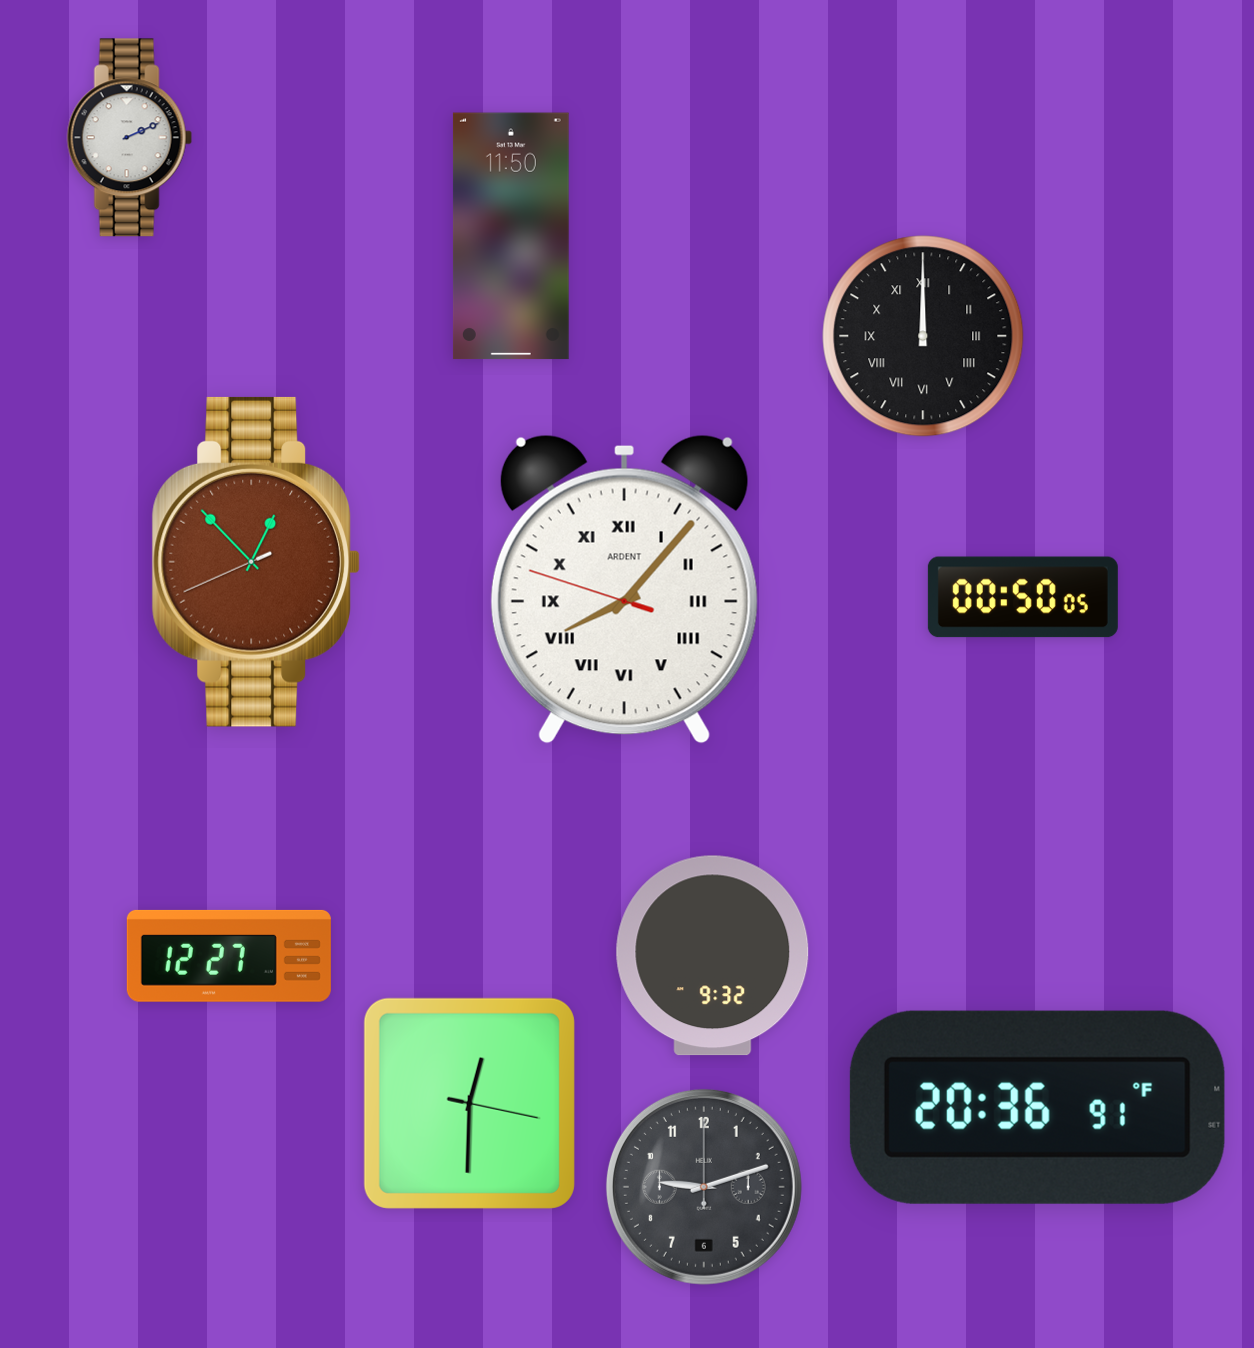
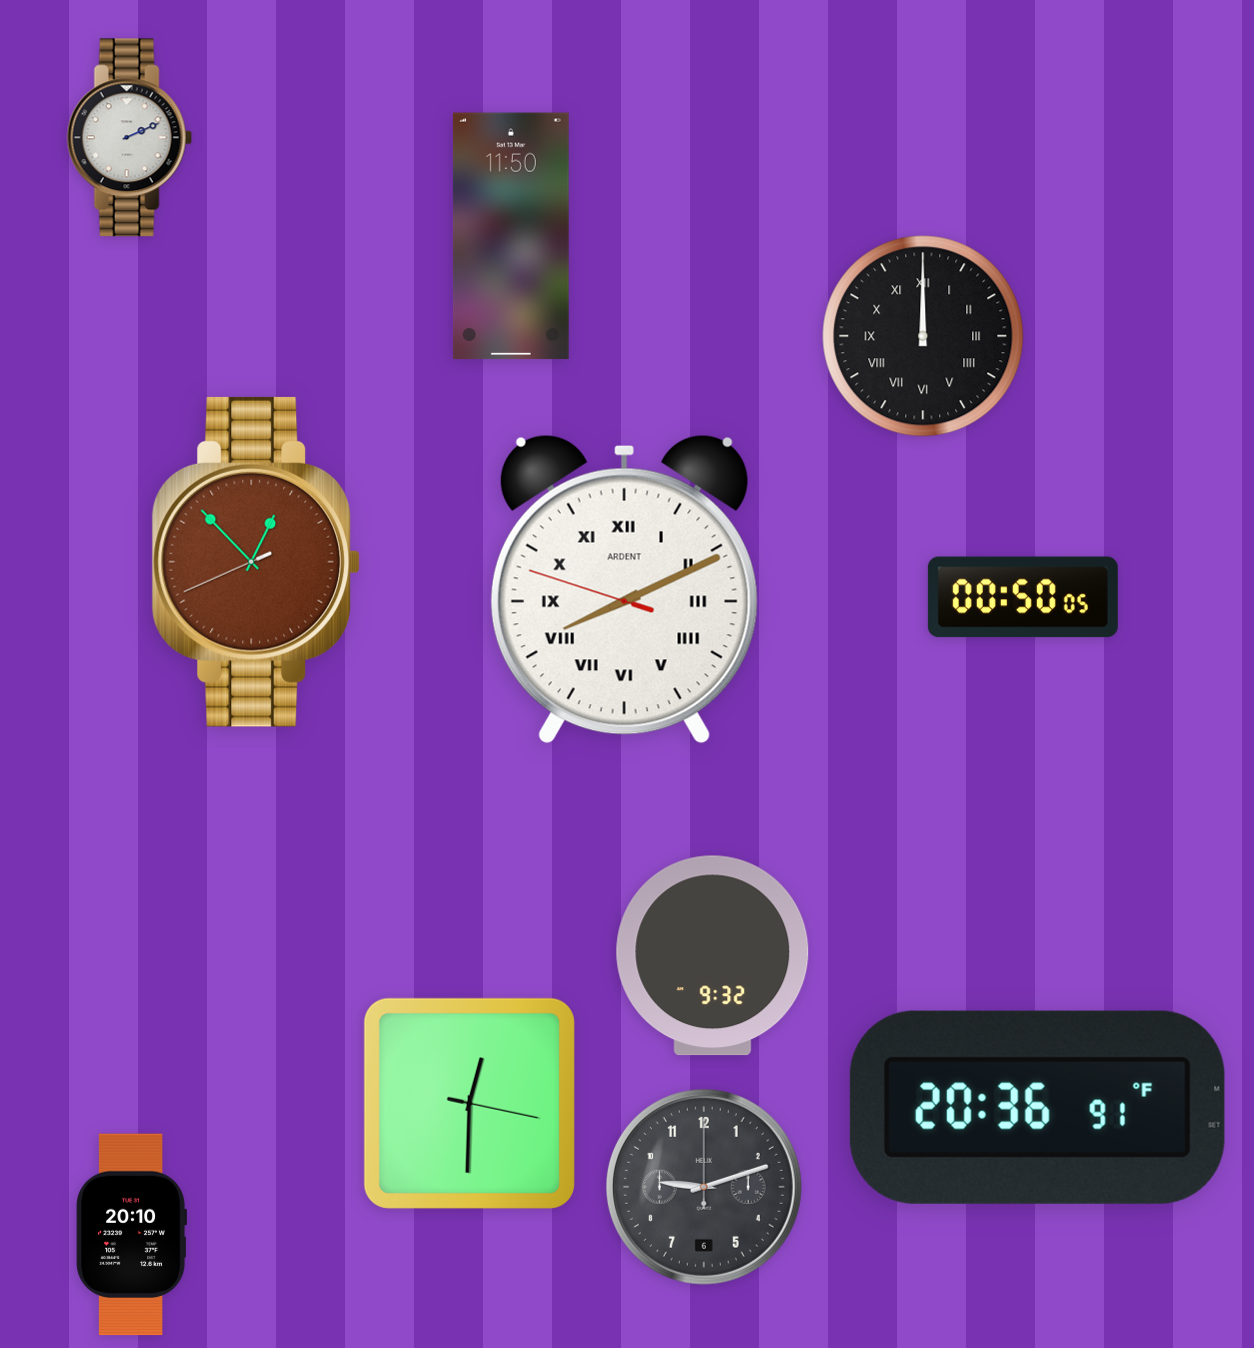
clock at (624, 589): 8:06 -> 8:10
clock at (229, 956): 12:27 -> none
clock at (131, 1235): none -> 20:10
